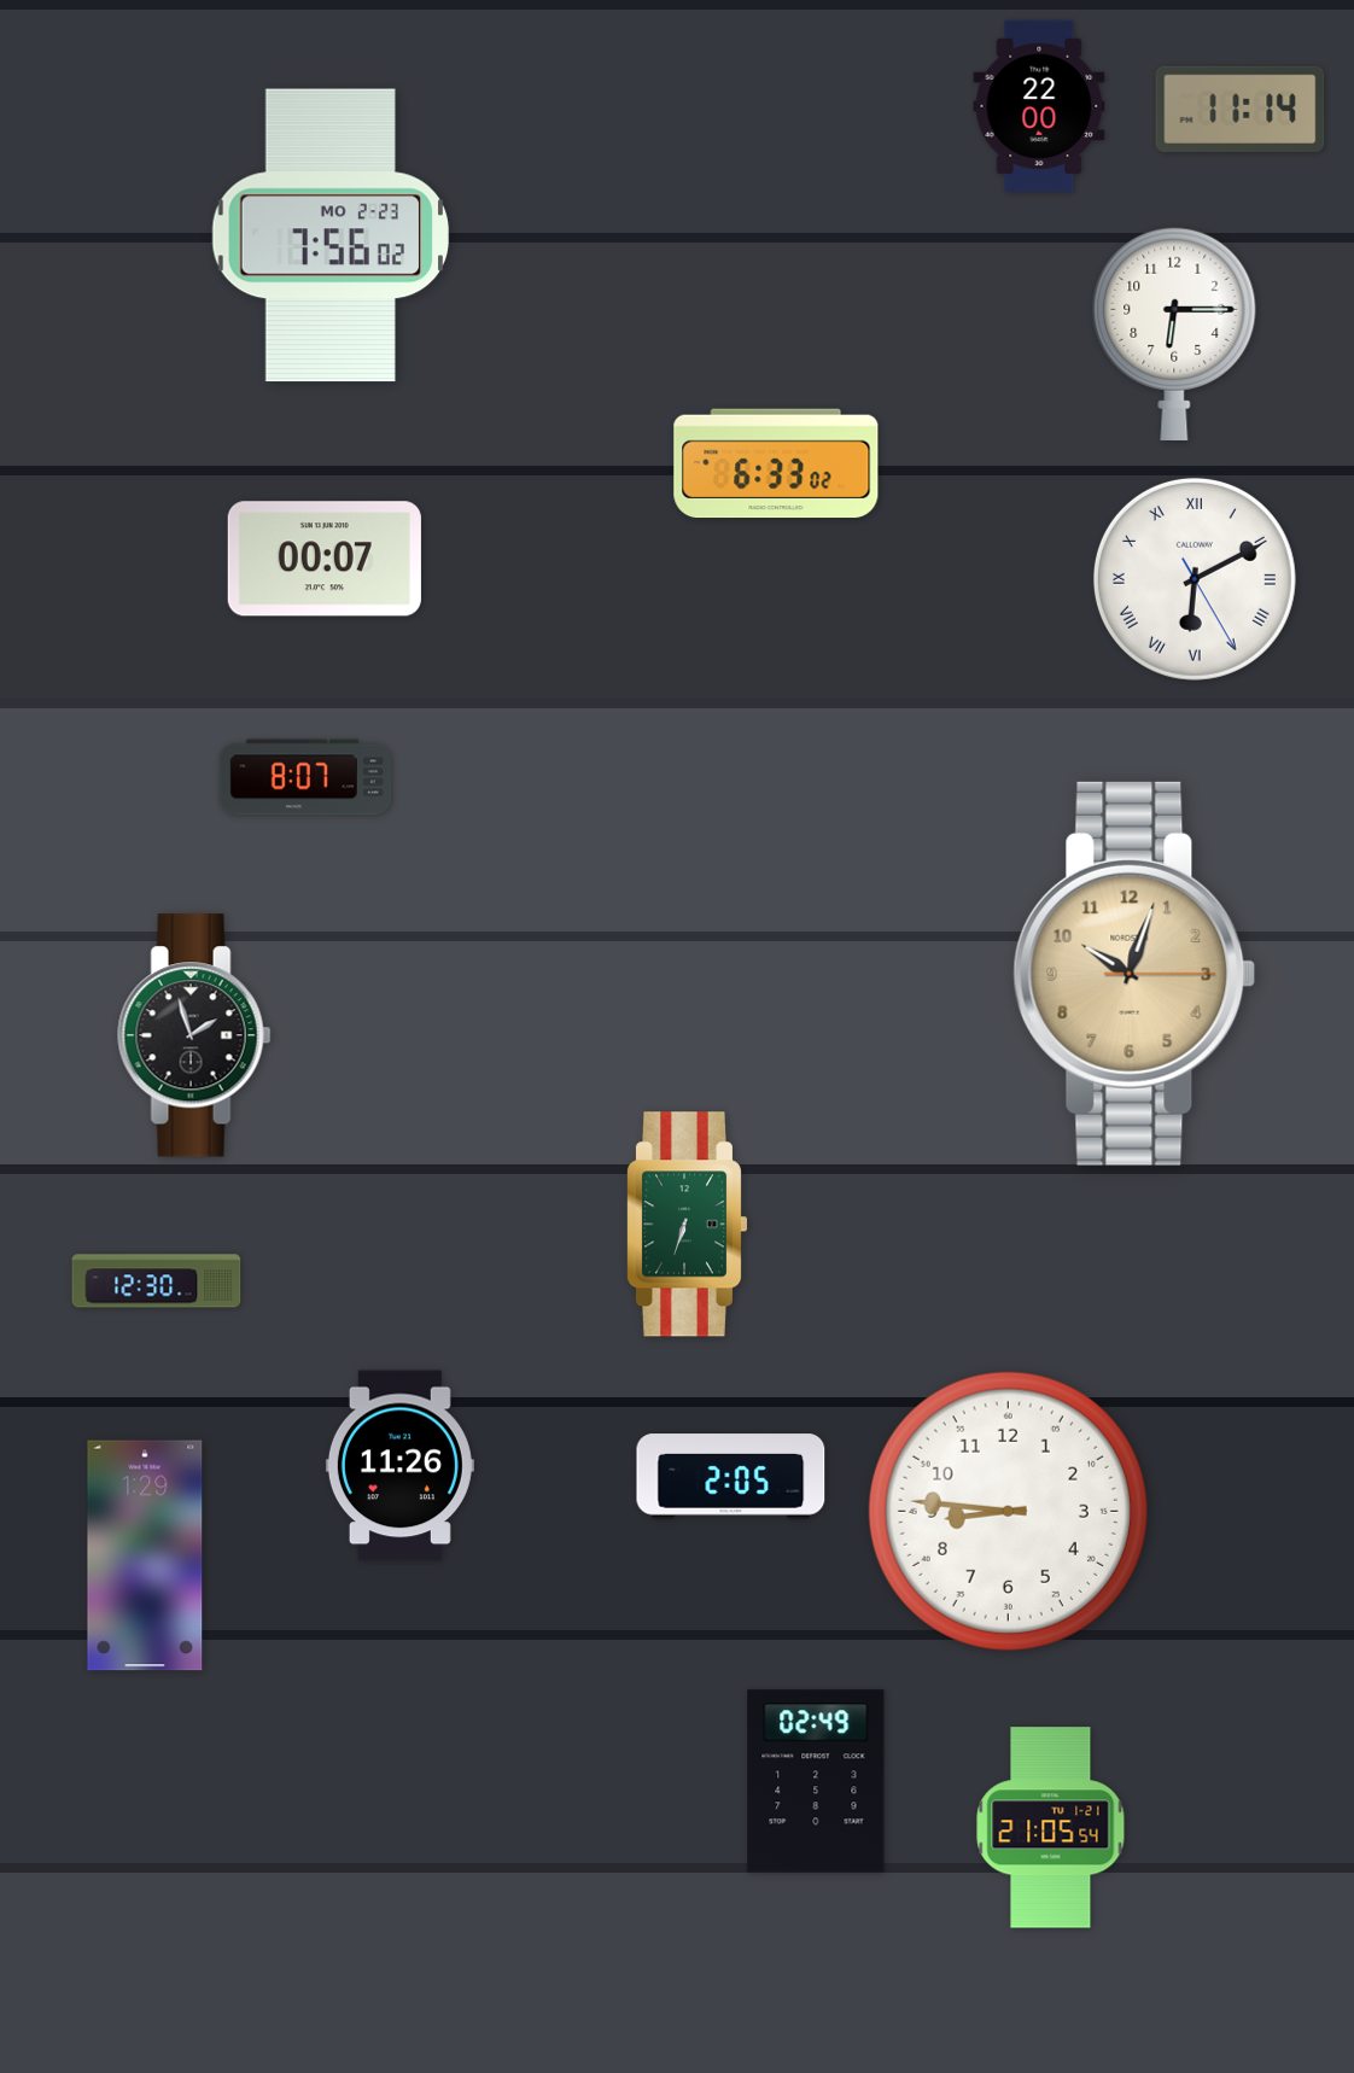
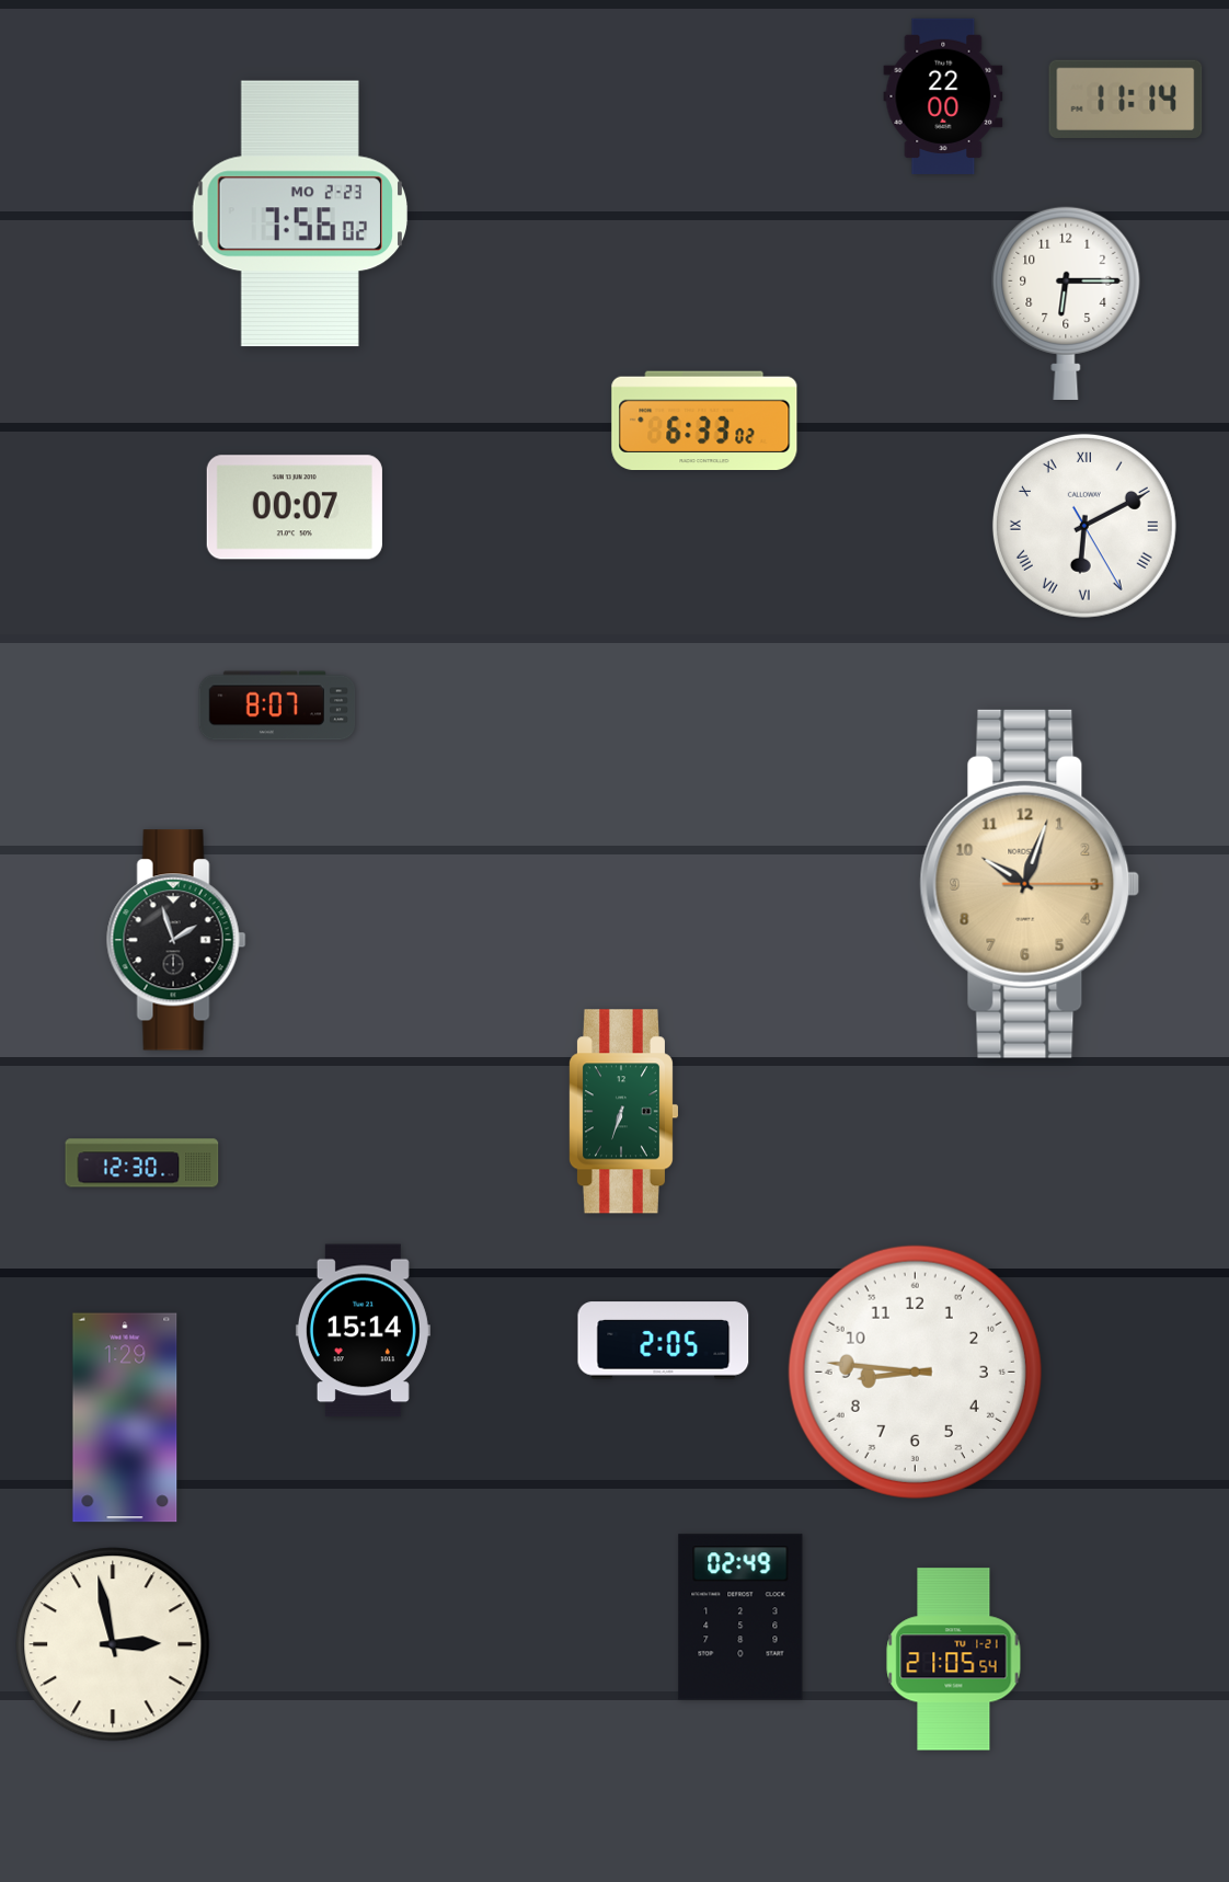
clock at (399, 1466): 11:26 -> 15:14
clock at (145, 1555) position: (145, 1555) -> (125, 1418)
clock at (113, 1644): none -> 2:58
